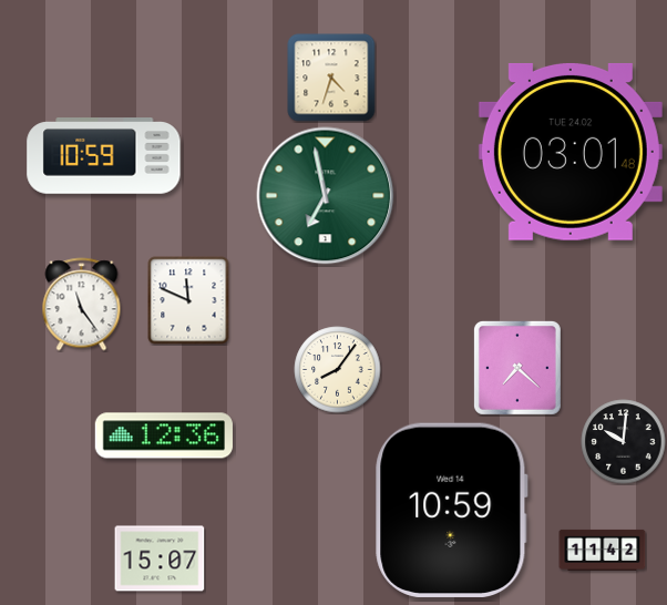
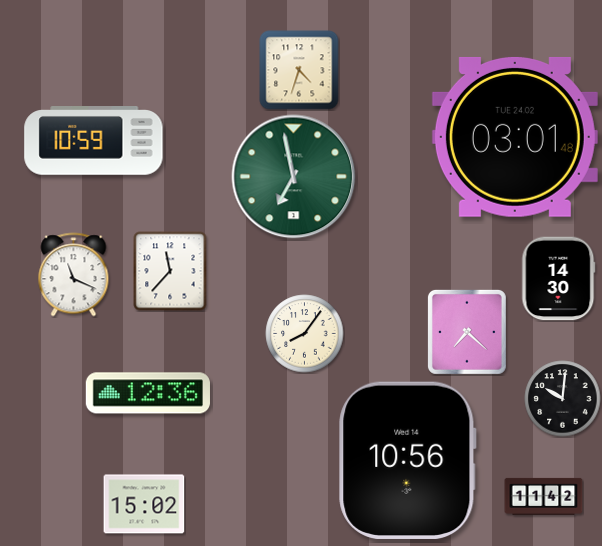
clock at (188, 300): 11:49 -> 11:37
clock at (82, 305): 11:24 -> 11:19
clock at (559, 279): none -> 14:30
clock at (452, 510): 10:59 -> 10:56
clock at (160, 558): 15:07 -> 15:02
